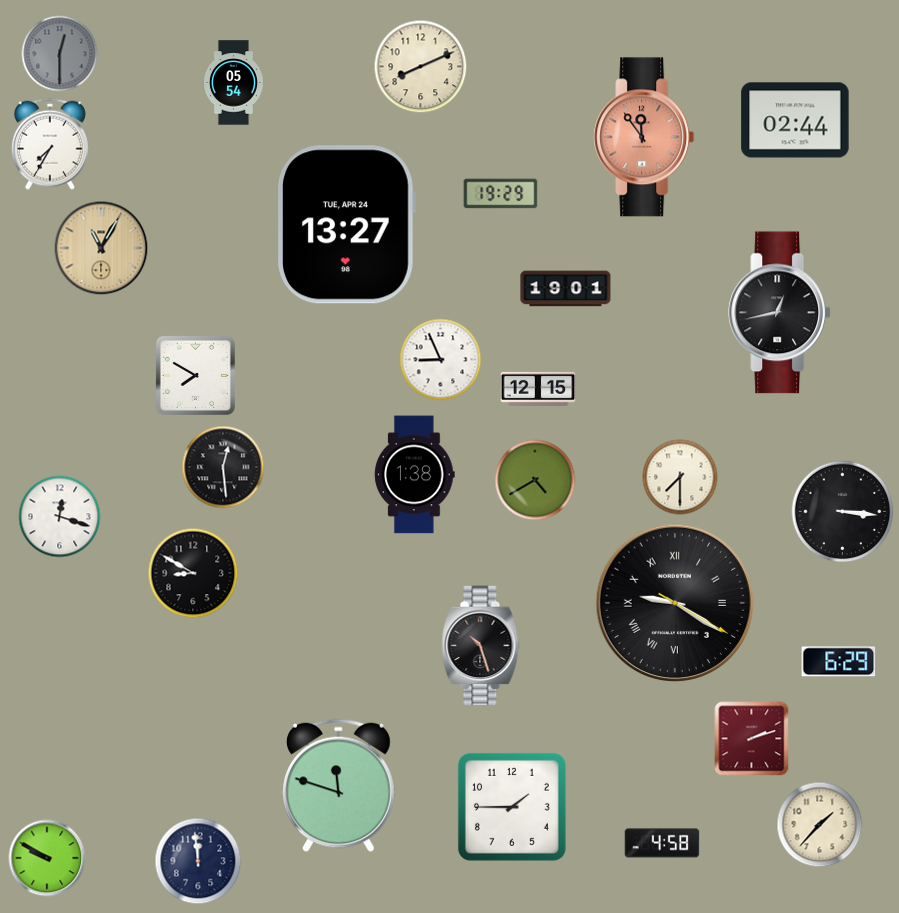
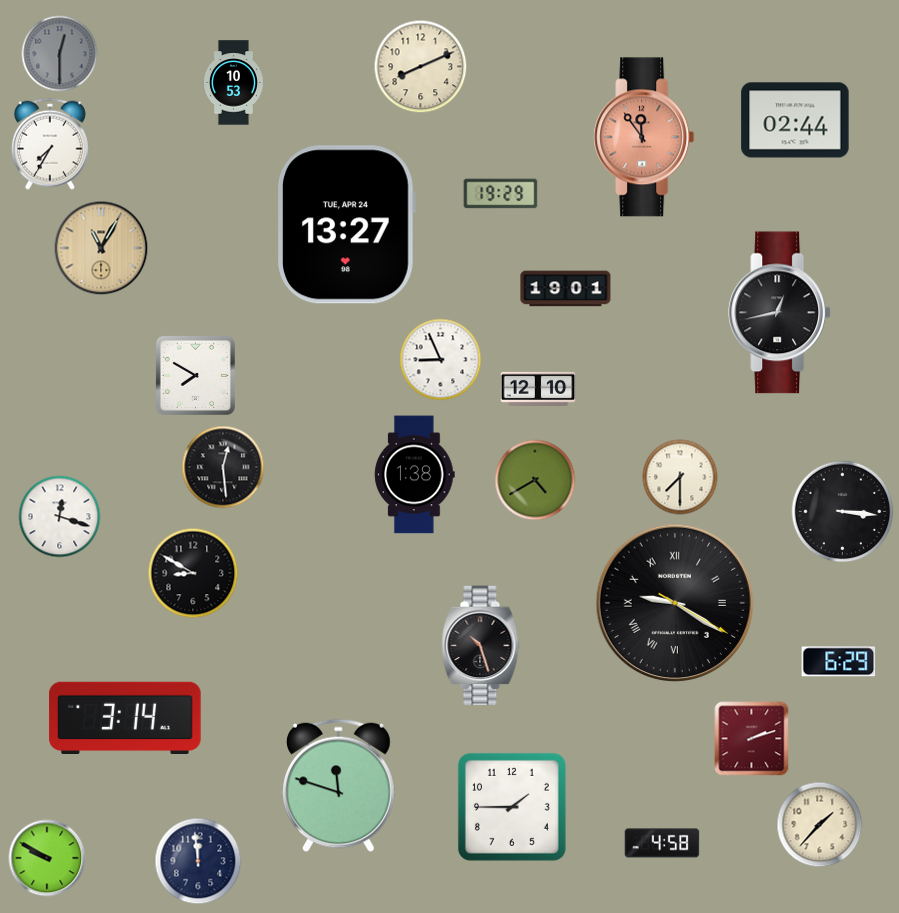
clock at (233, 83): 05:54 -> 10:53
clock at (538, 389): 12:15 -> 12:10
clock at (125, 717): none -> 3:14
